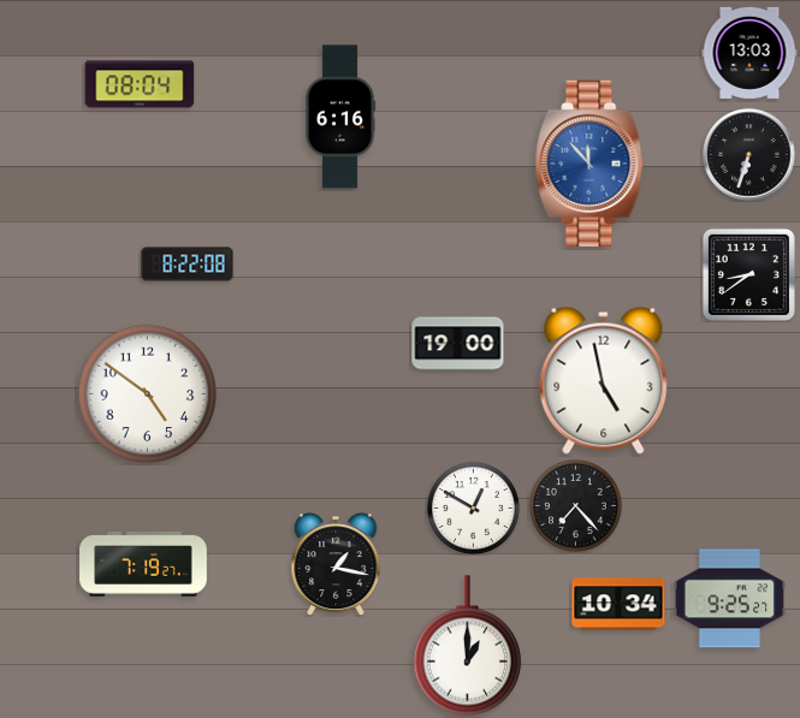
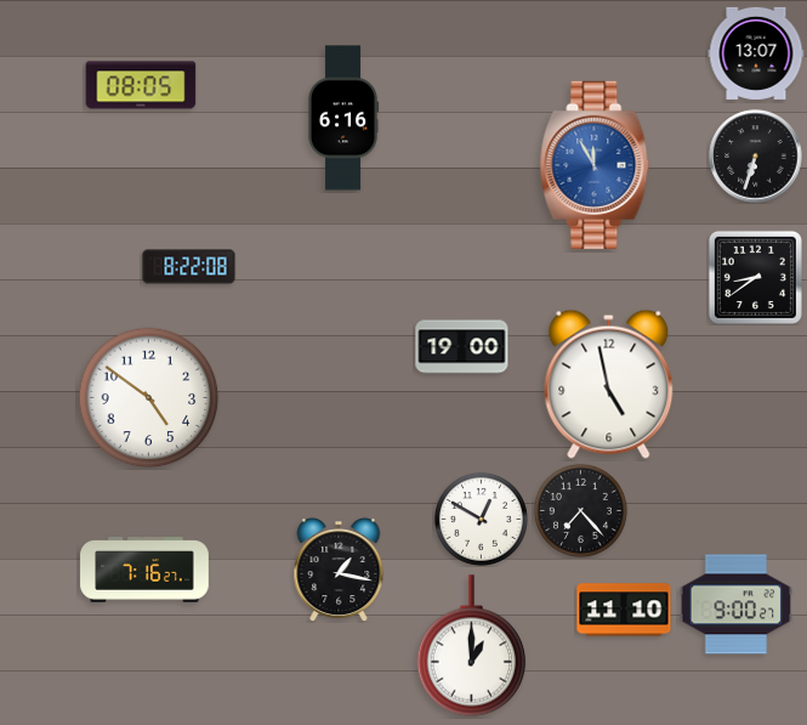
clock at (749, 53): 13:03 -> 13:07
clock at (140, 84): 08:04 -> 08:05
clock at (589, 164): 11:53 -> 11:55
clock at (473, 508) position: (473, 508) -> (481, 519)
clock at (143, 564): 7:19 -> 7:16
clock at (730, 599): 9:25 -> 9:00
clock at (618, 604): 10:34 -> 11:10
clock at (468, 646) position: (468, 646) -> (472, 646)
